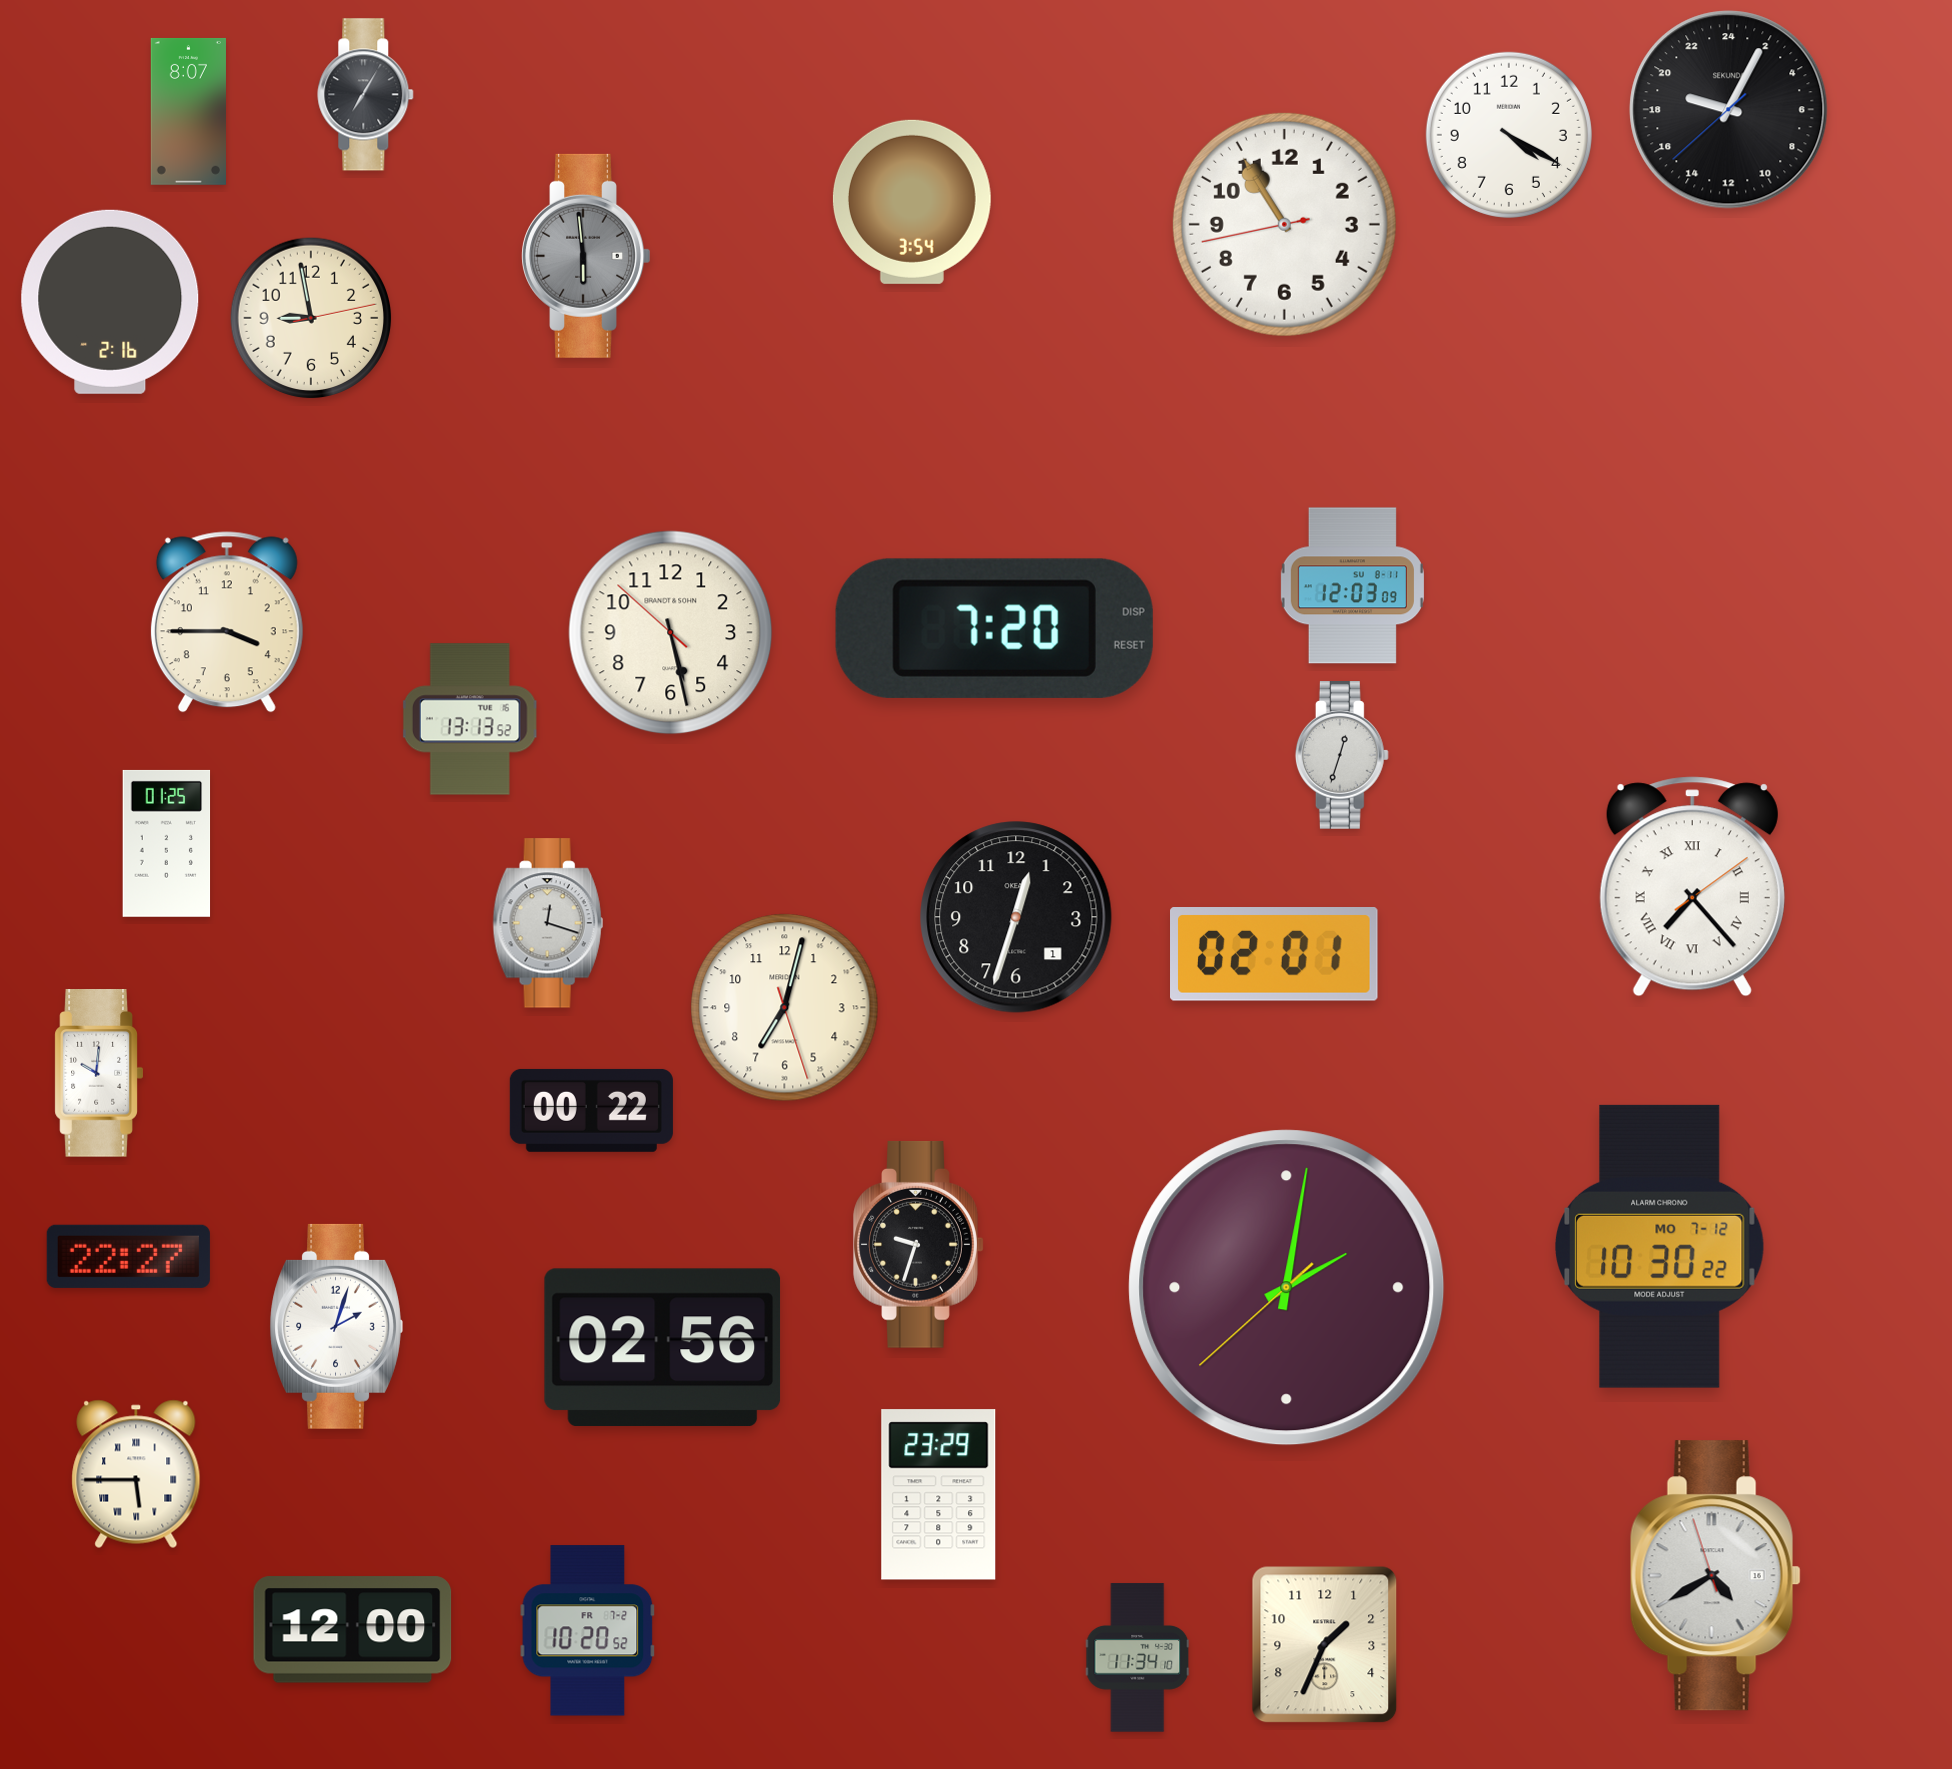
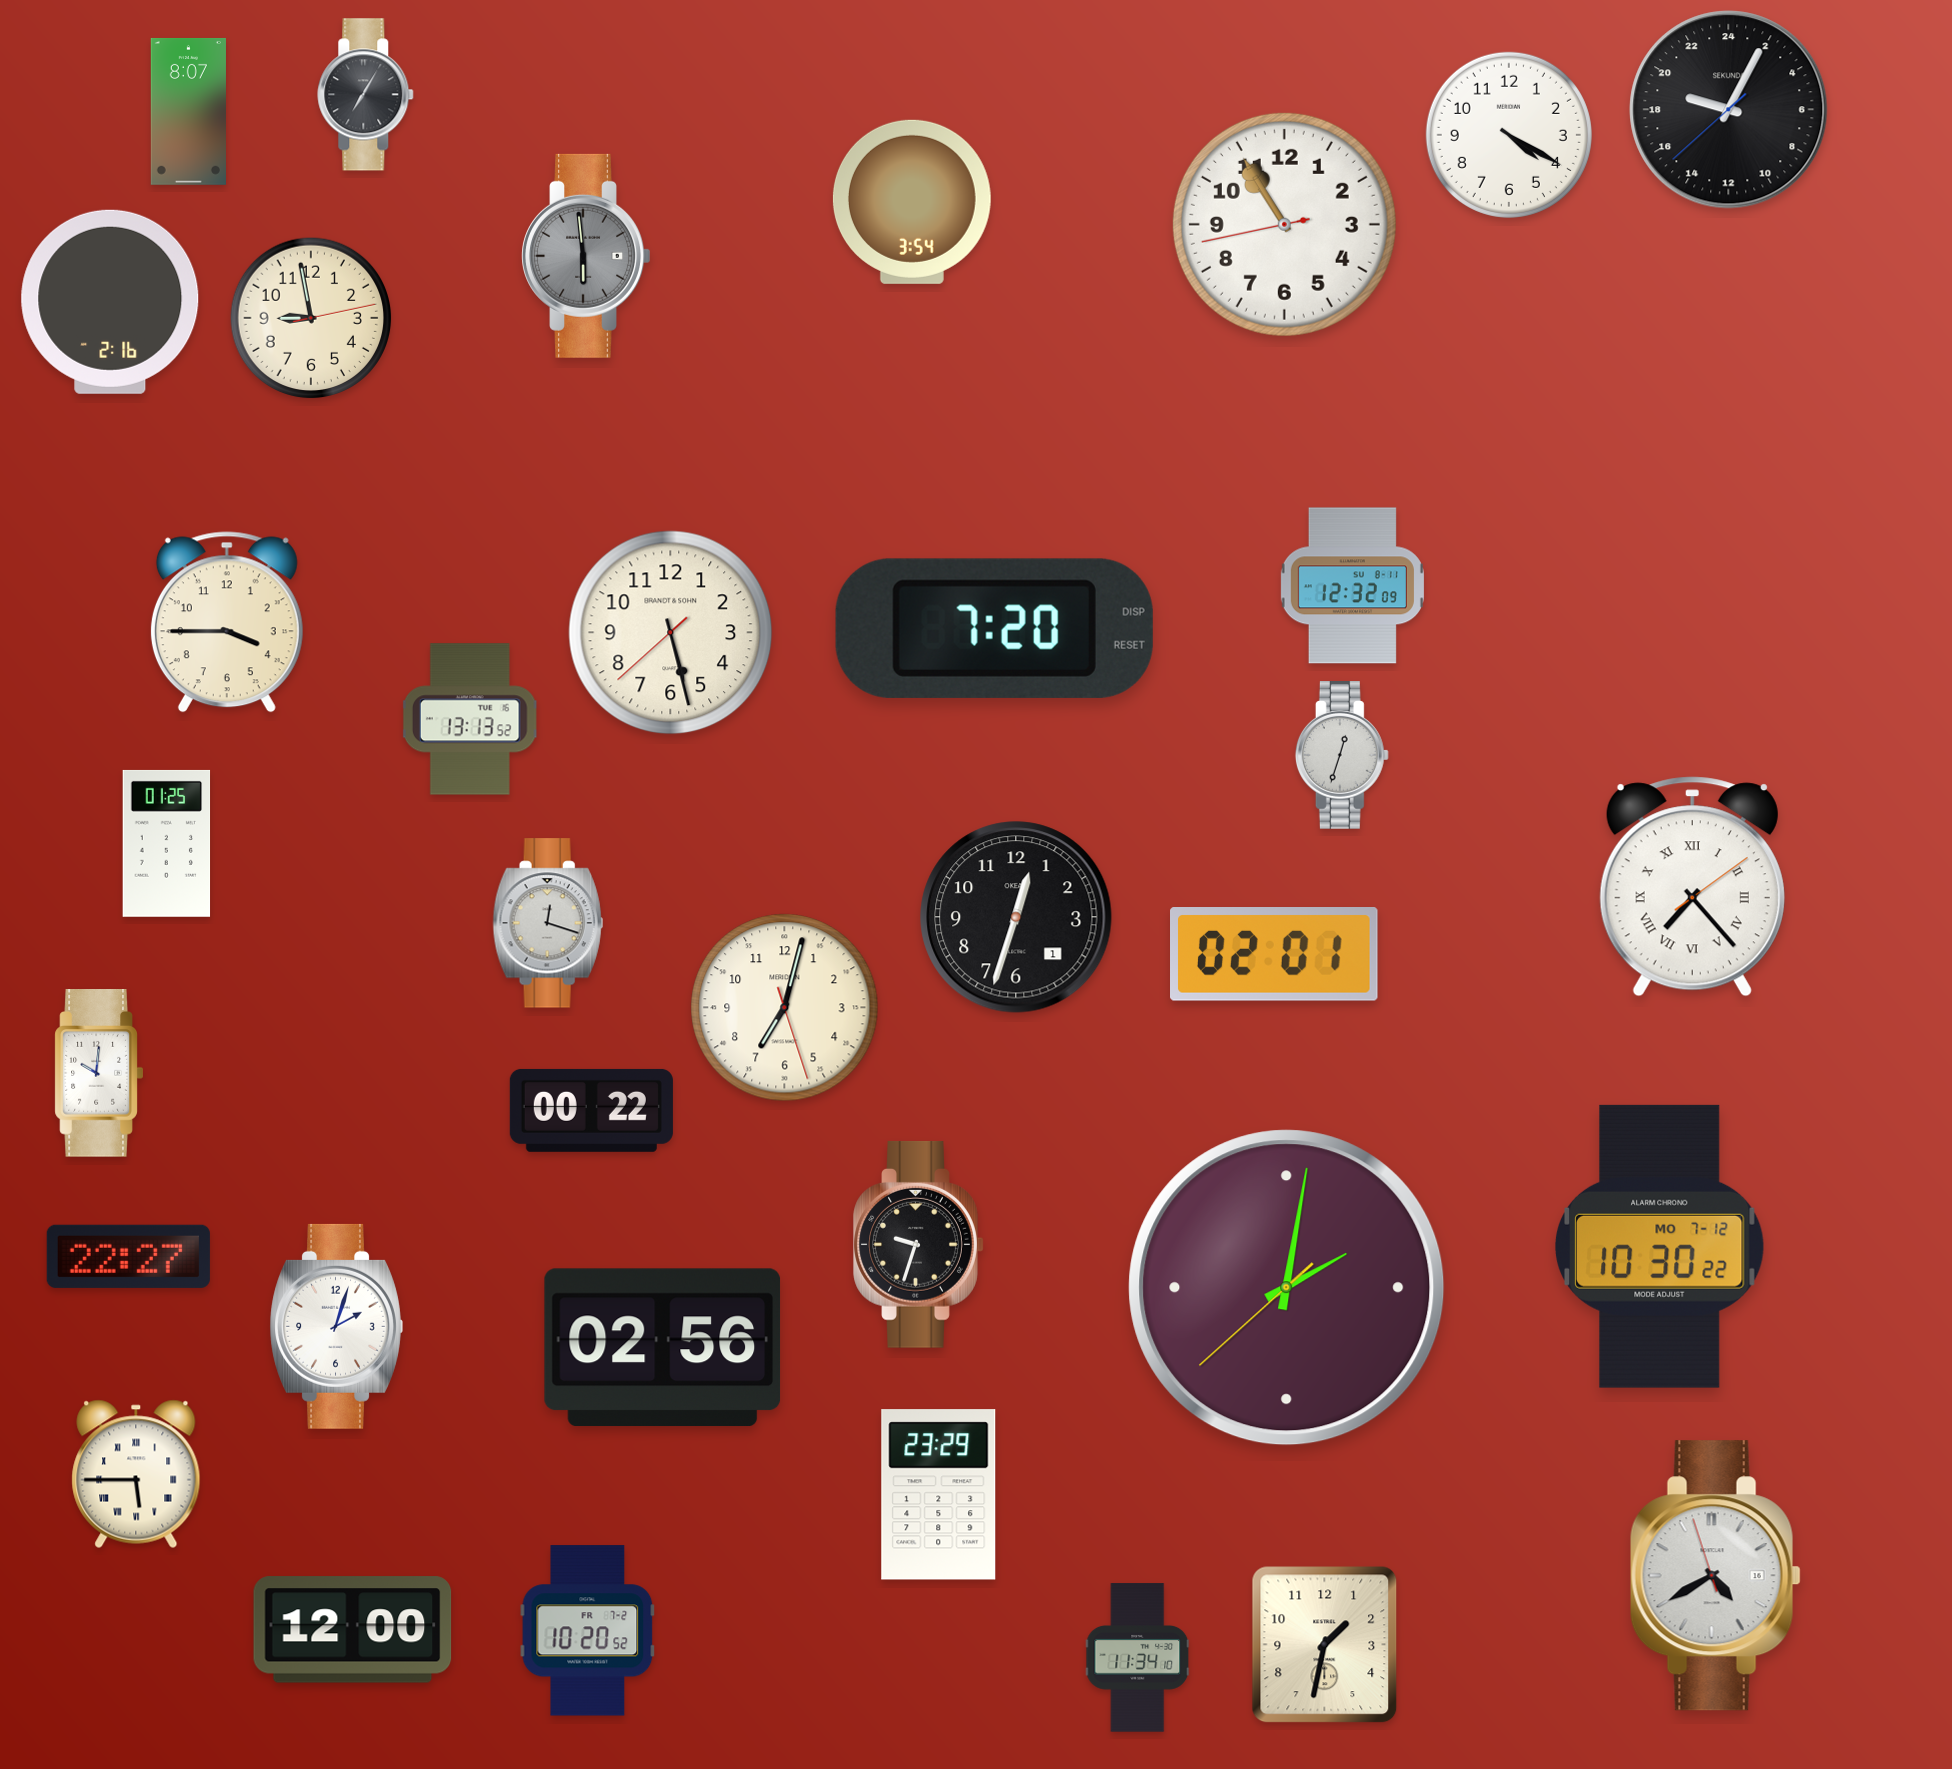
clock at (1352, 586): 12:03 -> 12:32
clock at (671, 633): 5:27:52 -> 5:27:38
clock at (1325, 1645): 1:34 -> 1:32
